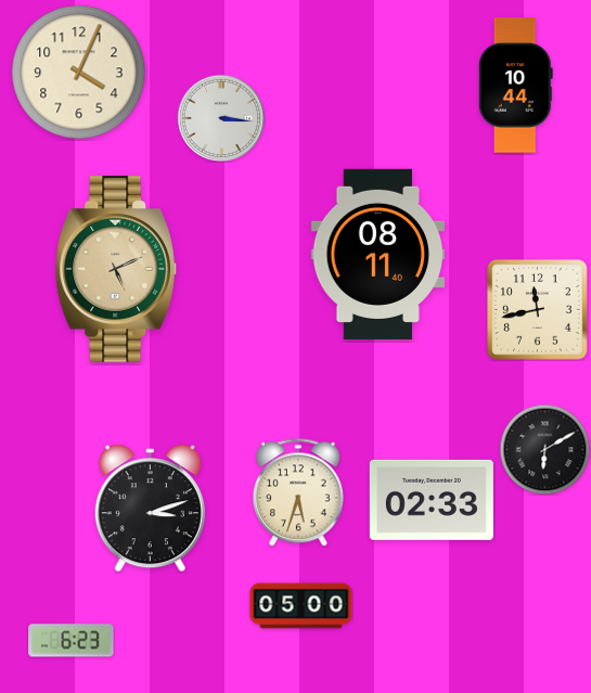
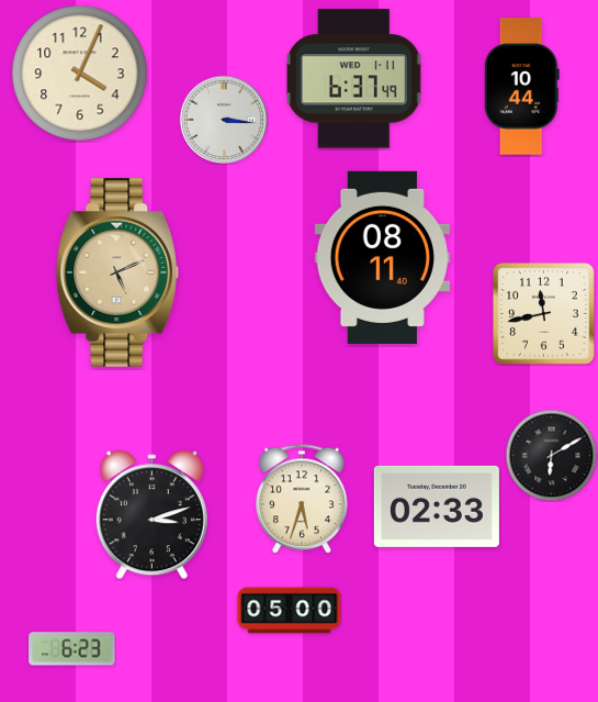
clock at (353, 79): none -> 6:37
clock at (301, 606) position: (301, 606) -> (290, 611)
